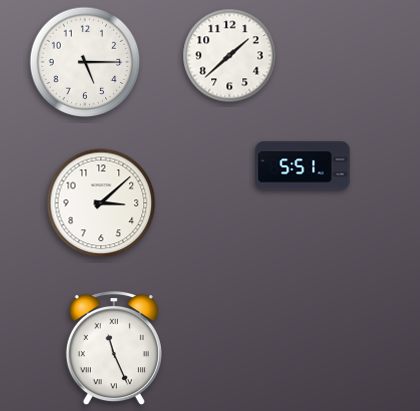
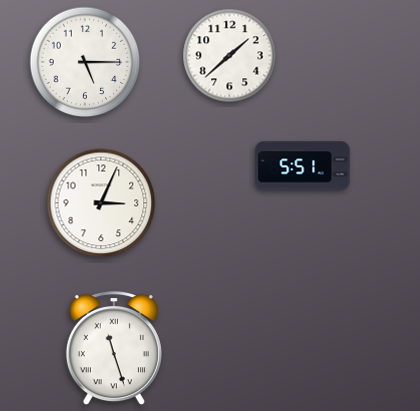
clock at (101, 203): 3:08 -> 3:04
clock at (114, 348): 11:26 -> 11:27
